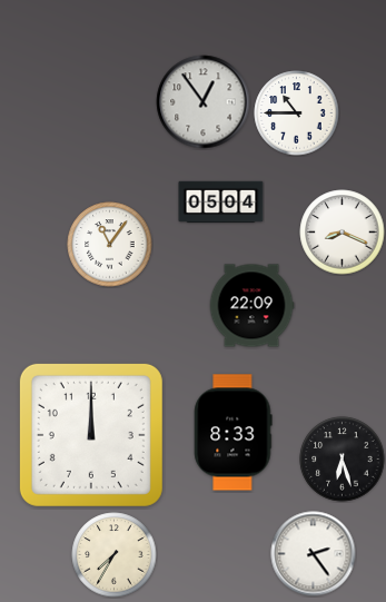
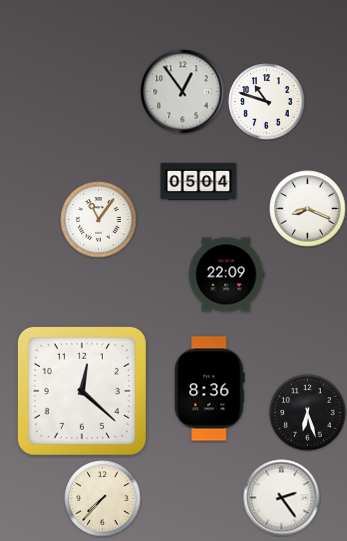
clock at (297, 114): 10:45 -> 10:48
clock at (234, 433): 8:33 -> 8:36
clock at (91, 435): 12:00 -> 12:22
clock at (115, 555): 7:35 -> 7:37
